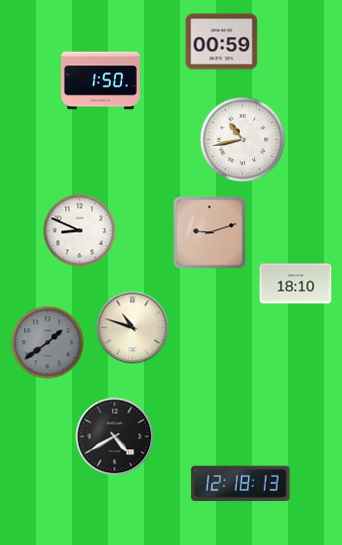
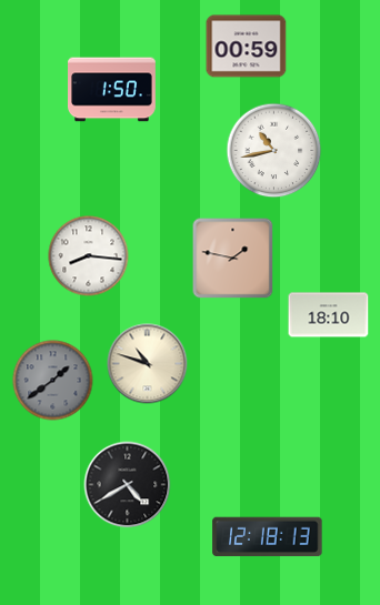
clock at (243, 140) position: (243, 140) -> (274, 151)
clock at (80, 231): 8:49 -> 8:16
clock at (210, 233): 9:12 -> 1:47
